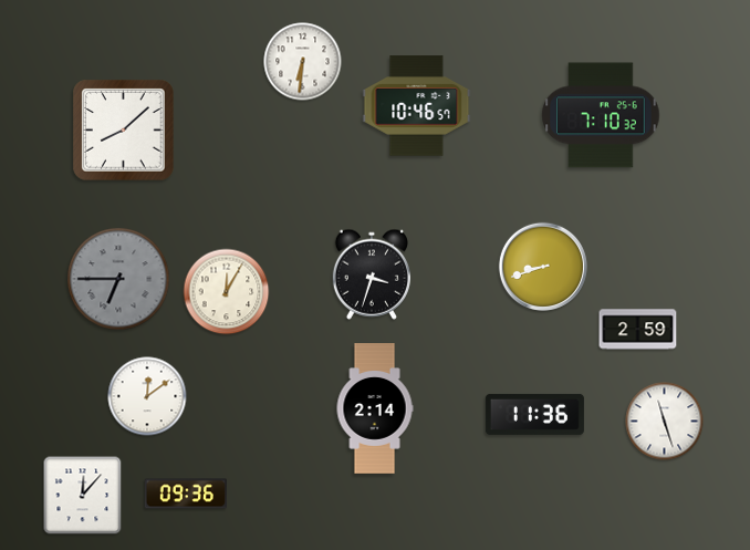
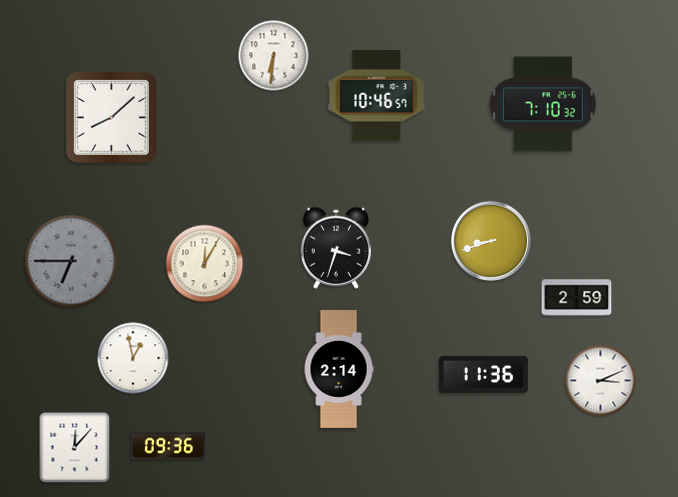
clock at (118, 279) position: (118, 279) -> (71, 261)
clock at (147, 396): 12:09 -> 12:58
clock at (665, 422): 11:27 -> 3:11
